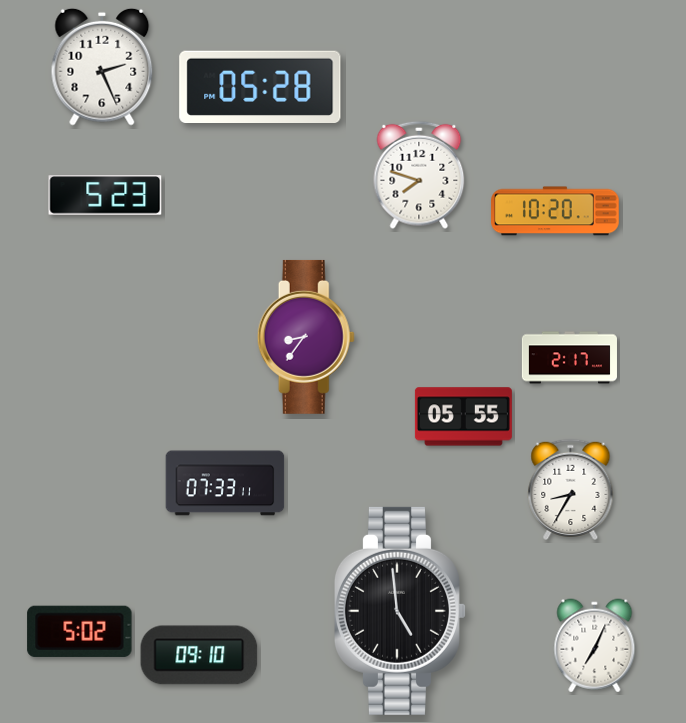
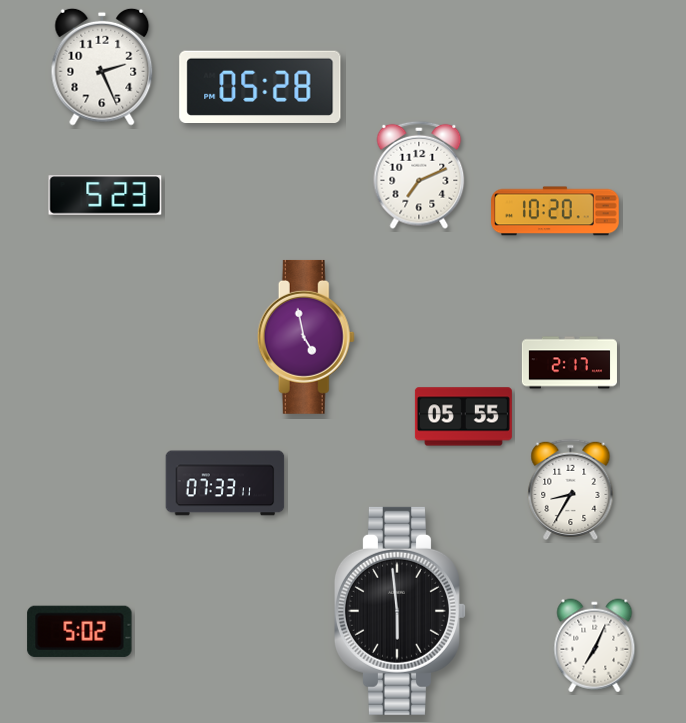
clock at (419, 175): 7:48 -> 7:11
clock at (306, 337): 8:36 -> 4:58
clock at (569, 358) position: (569, 358) -> (569, 363)
clock at (400, 611): 4:59 -> 5:59
clock at (199, 655): 09:10 -> none
